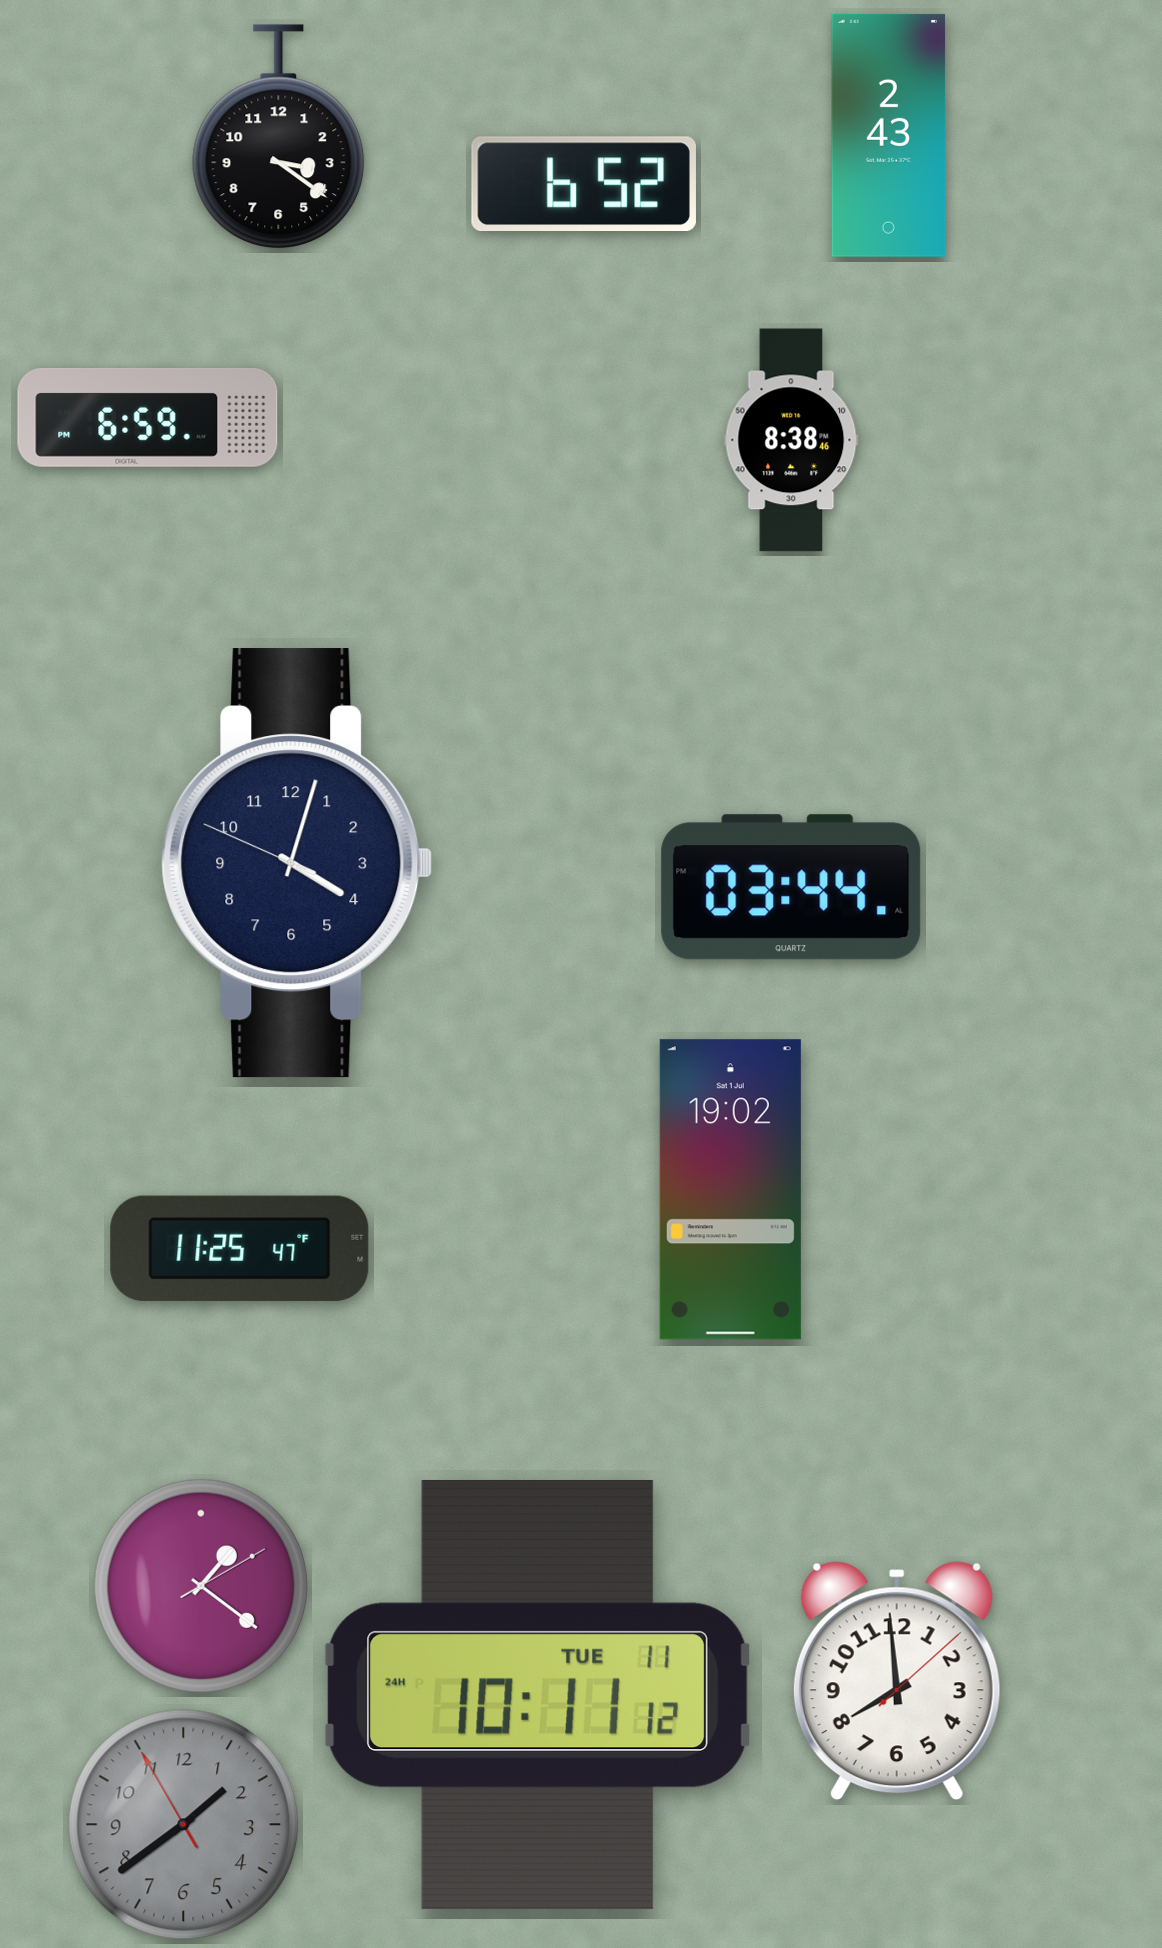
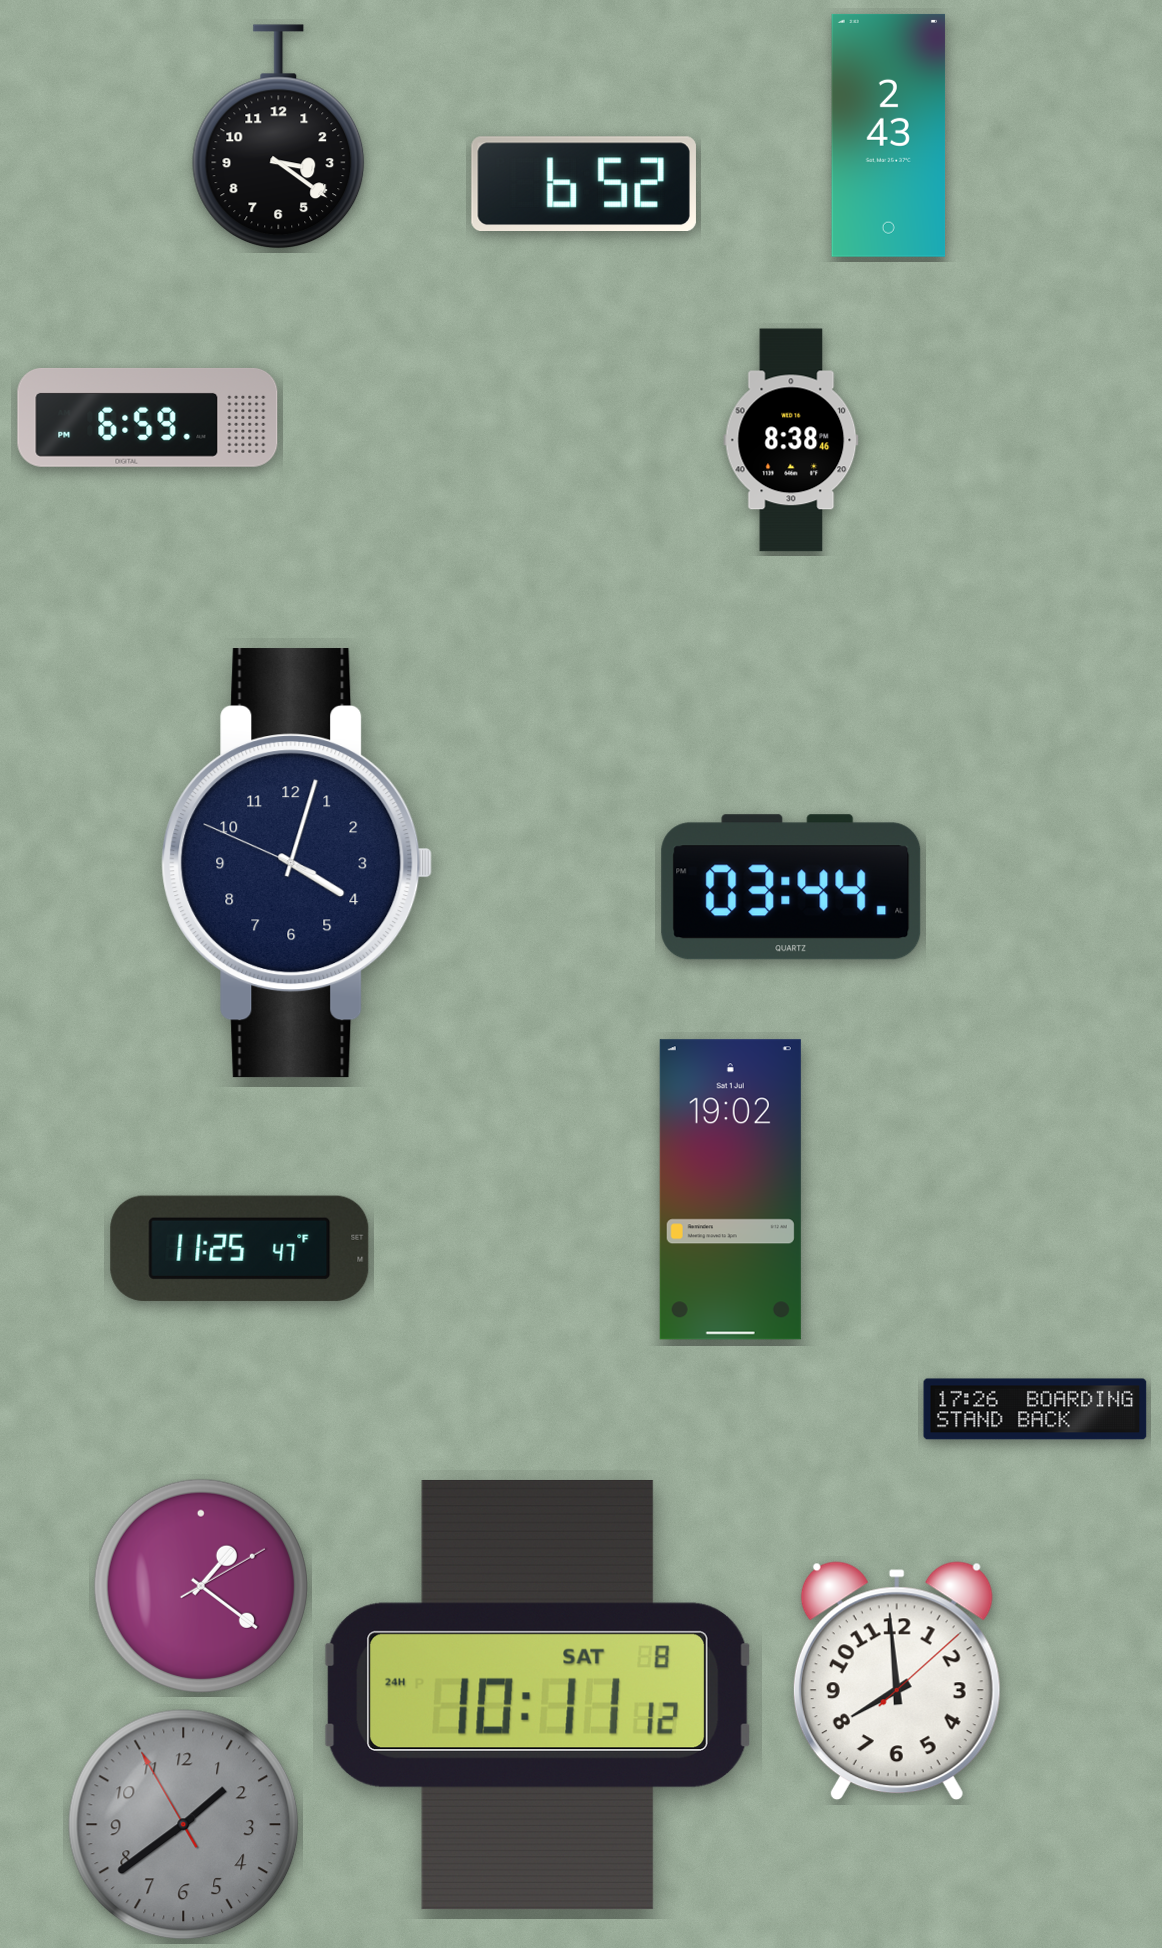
clock at (1035, 1409): none -> 17:26
clock at (537, 1695) date: TUE 11 -> SAT 8
